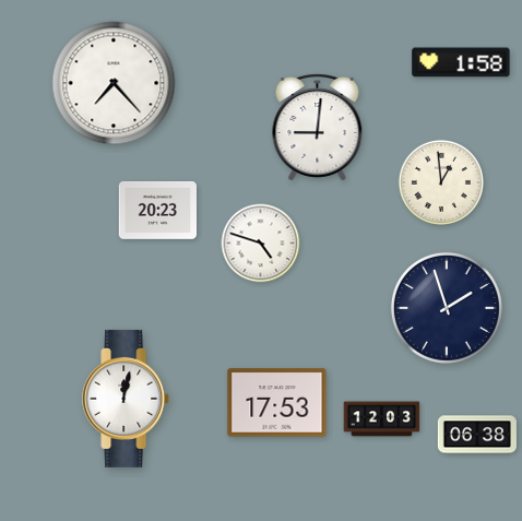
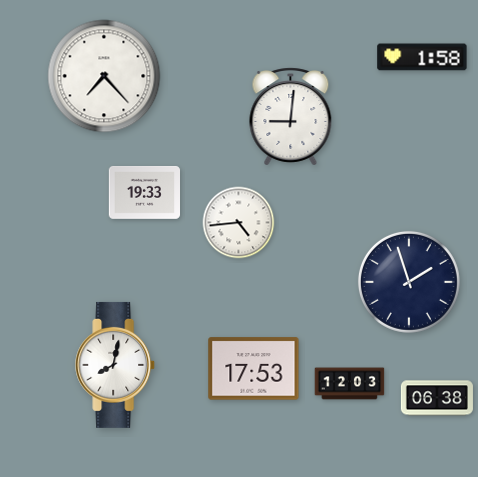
clock at (441, 182): 12:59 -> none
clock at (158, 211): 20:23 -> 19:33
clock at (261, 244): 4:48 -> 4:44
clock at (127, 399): 12:02 -> 8:02
